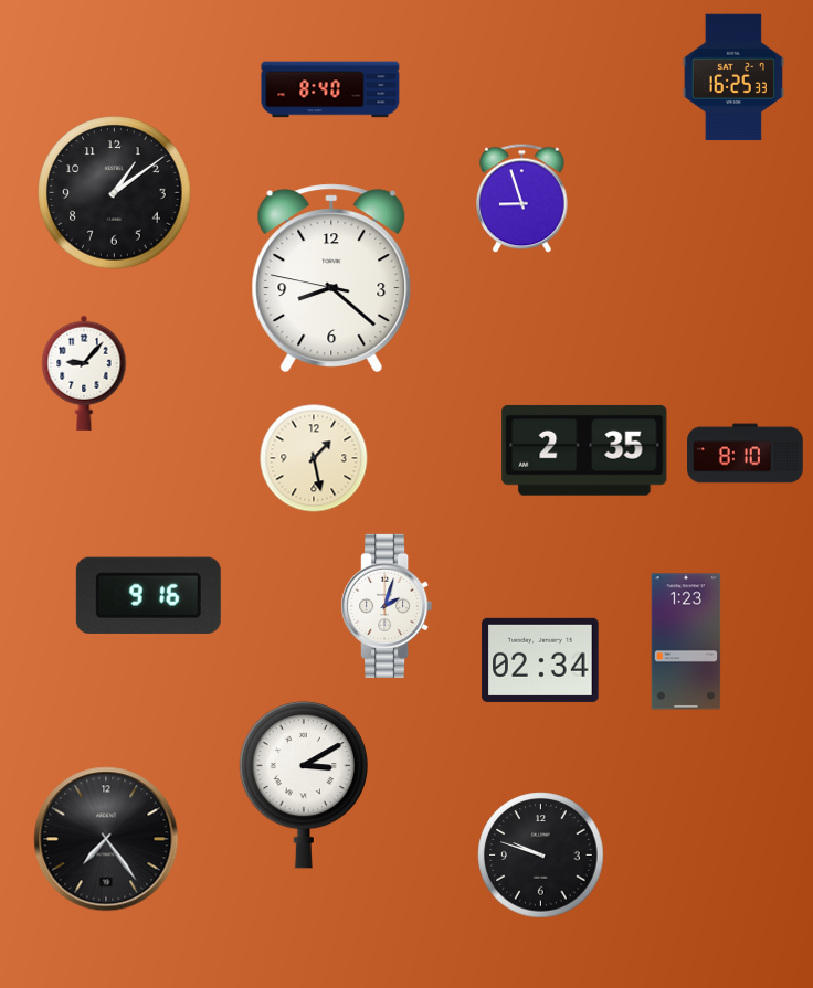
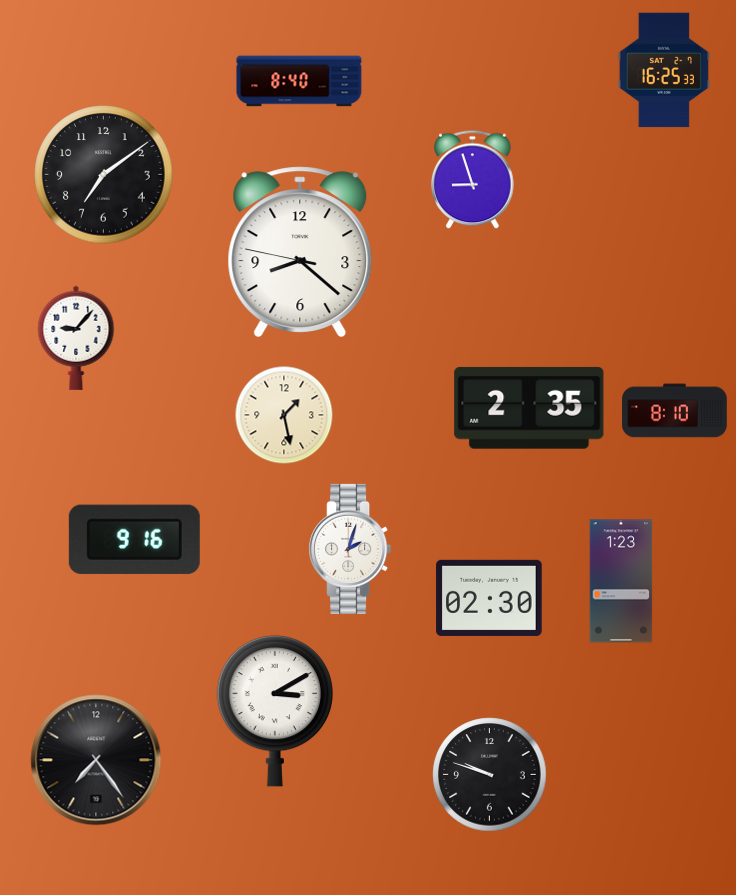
clock at (115, 193): 1:09 -> 7:09
clock at (540, 660): 02:34 -> 02:30
